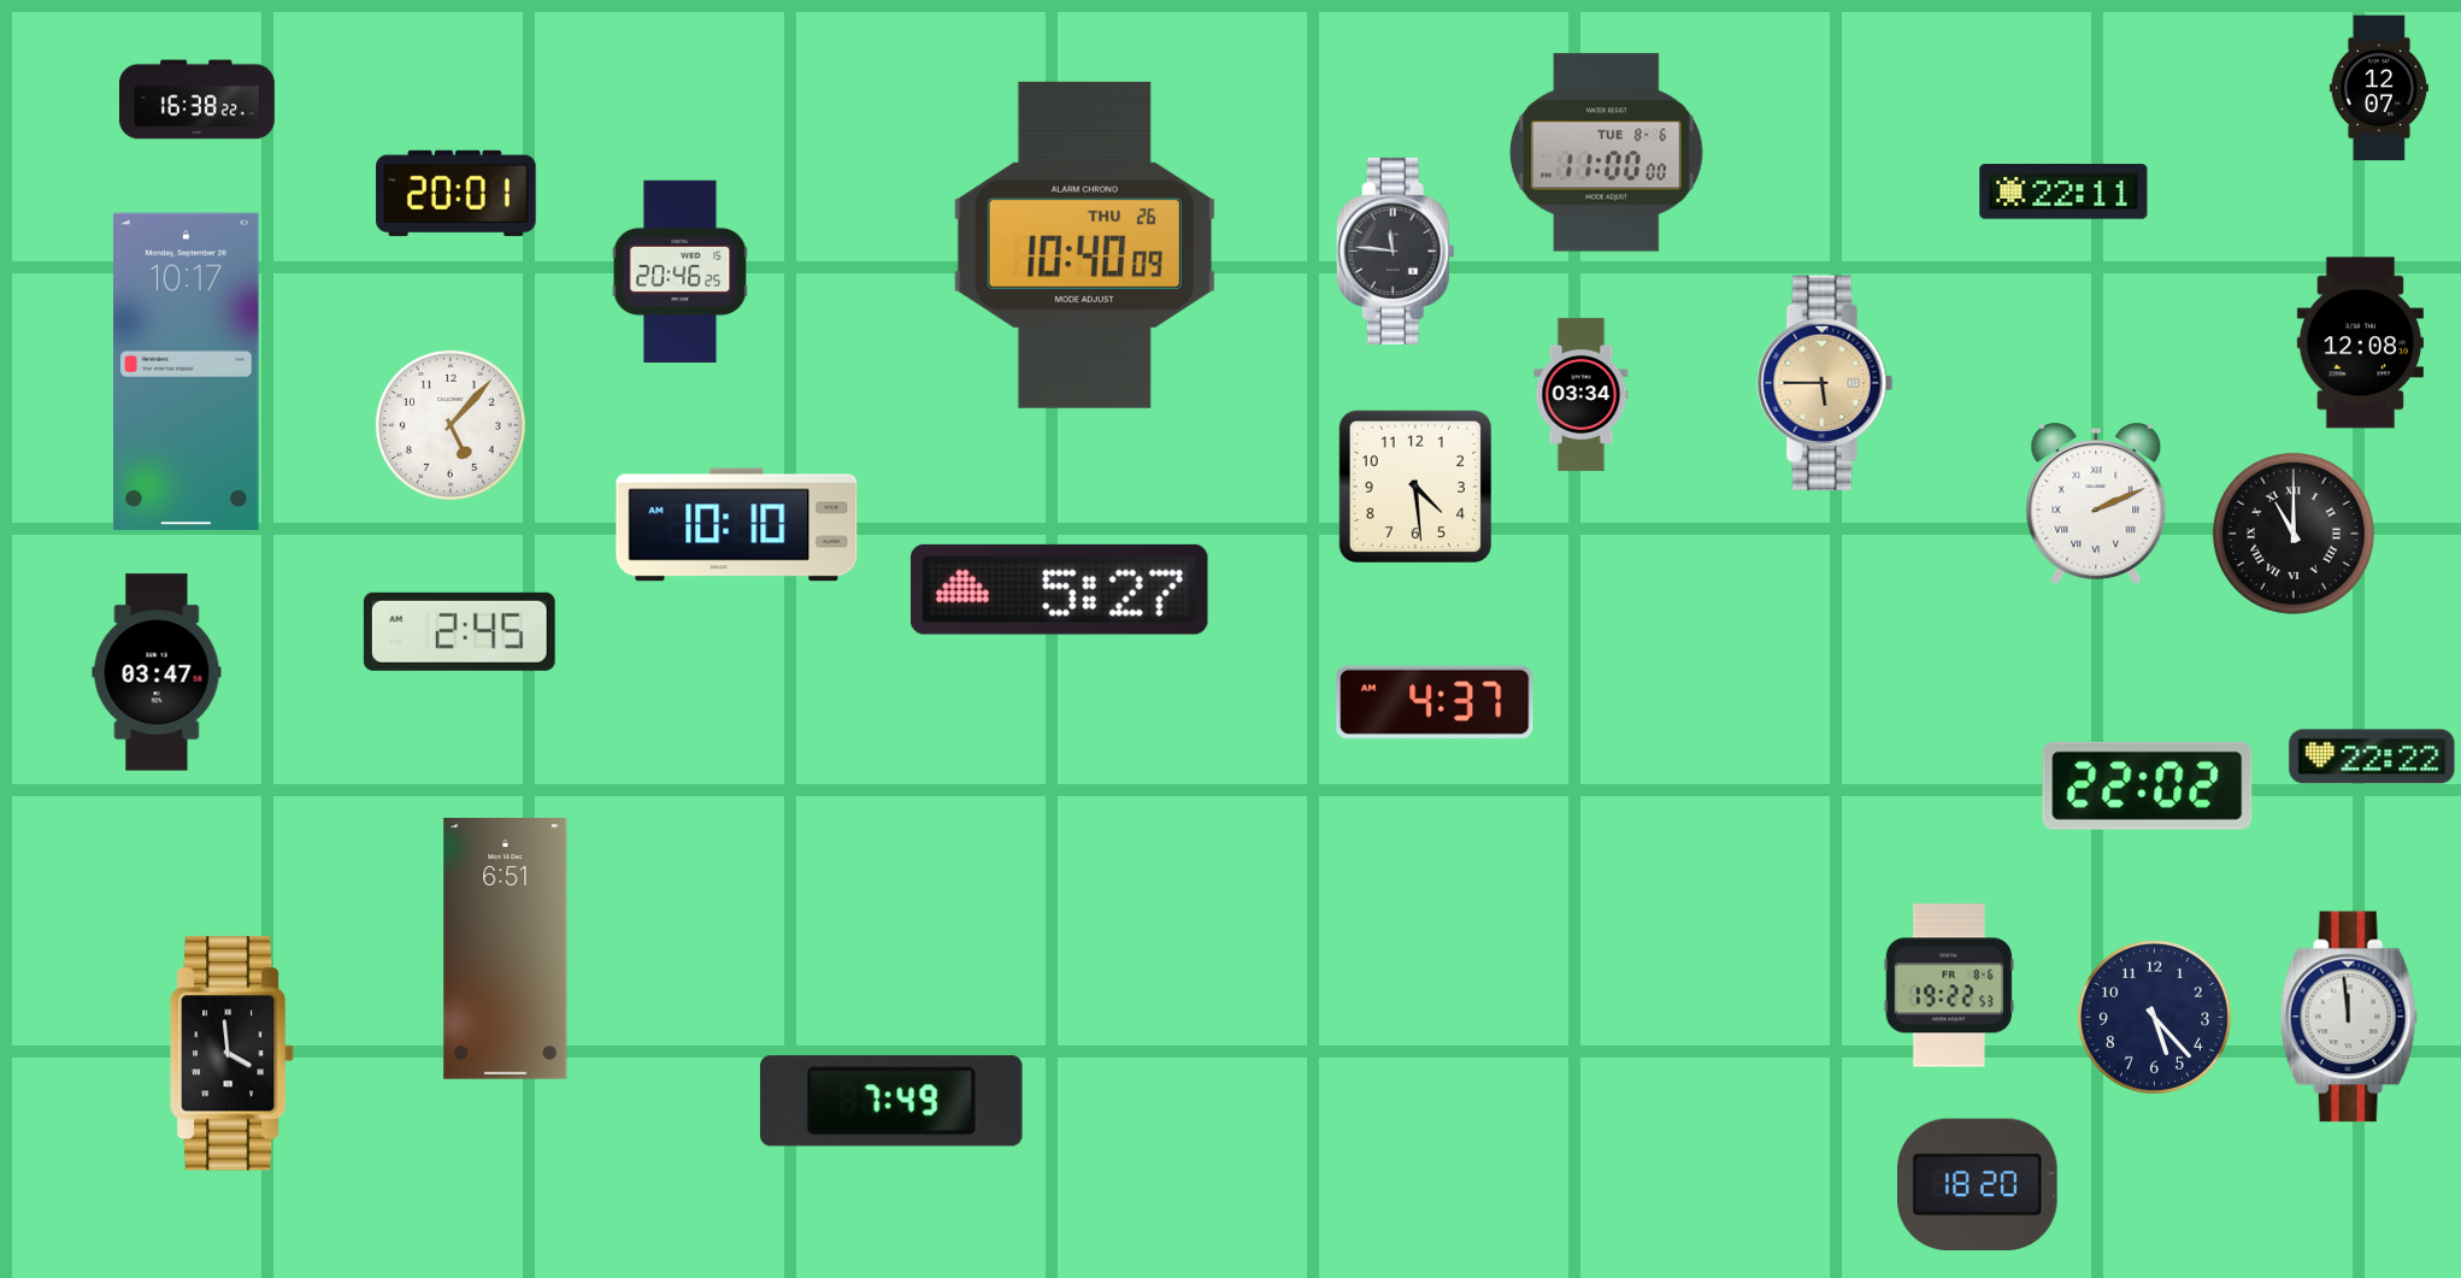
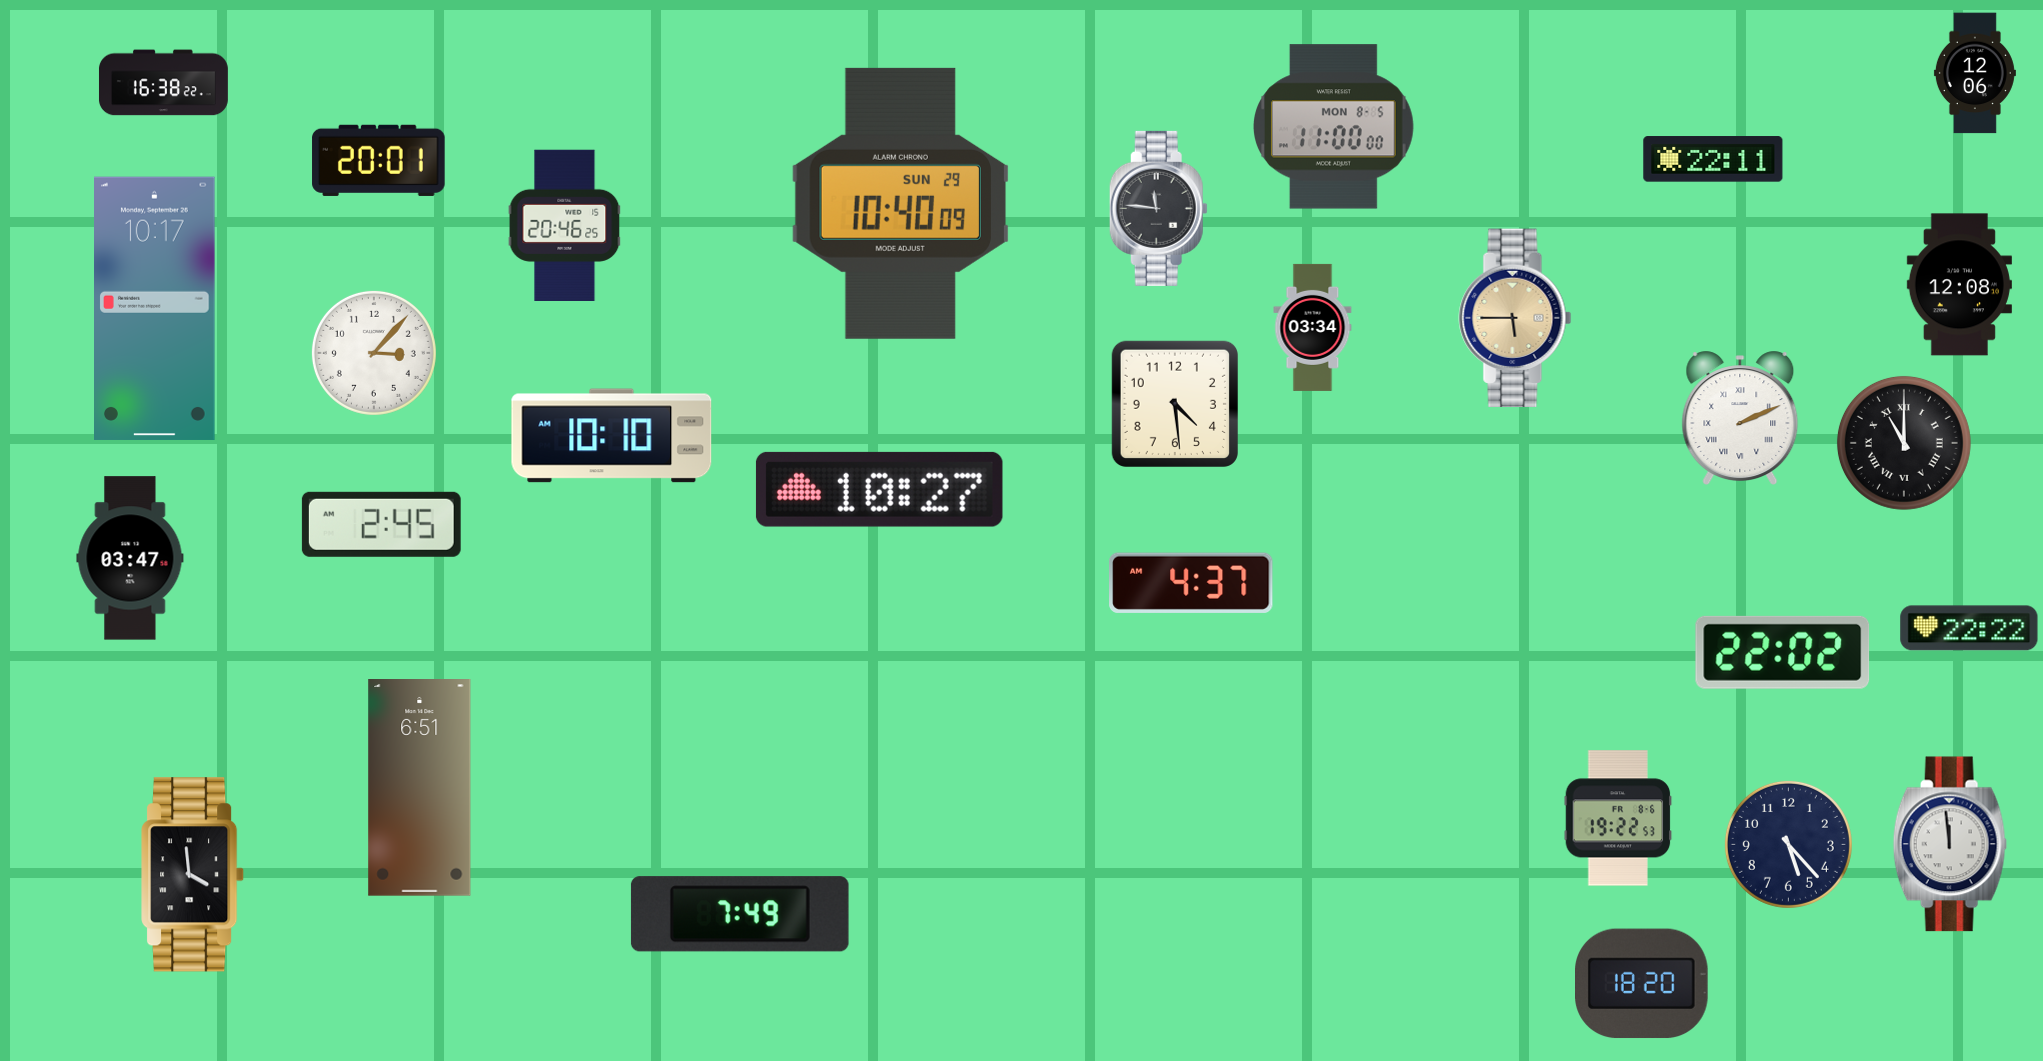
clock at (2379, 88): 12:07 -> 12:06
clock at (1607, 153) date: TUE 8-6 -> MON 8-5
clock at (1085, 245) date: THU 26 -> SUN 29
clock at (451, 425): 5:07 -> 3:07
clock at (1059, 589): 5:27 -> 10:27
